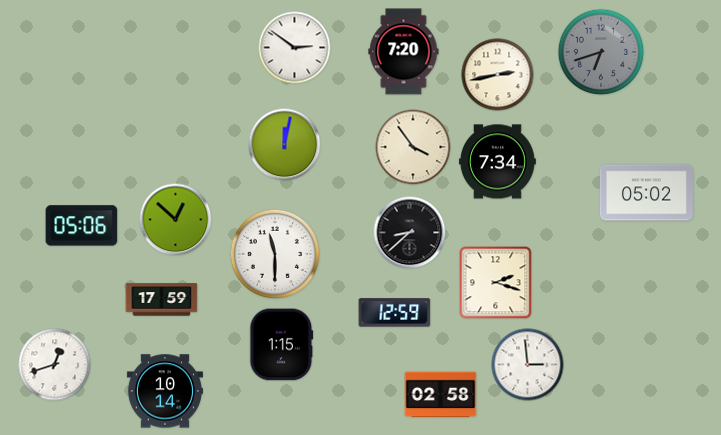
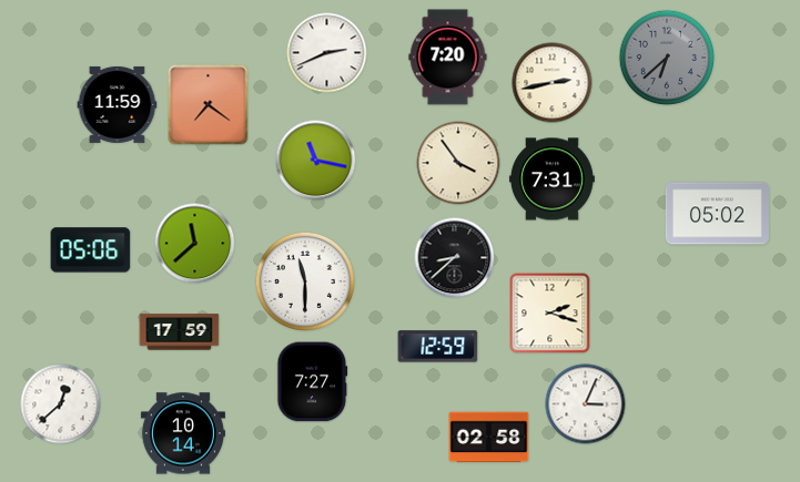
clock at (295, 48): 2:51 -> 2:41
clock at (601, 52): 6:42 -> 6:38
clock at (118, 104): none -> 11:59
clock at (209, 105): none -> 7:21
clock at (285, 145): 12:02 -> 11:17
clock at (497, 162): 7:34 -> 7:31
clock at (176, 220): 12:52 -> 11:38
clock at (282, 345): 1:15 -> 7:27
clock at (55, 365): 12:42 -> 12:38
clock at (528, 365): 2:59 -> 3:04
